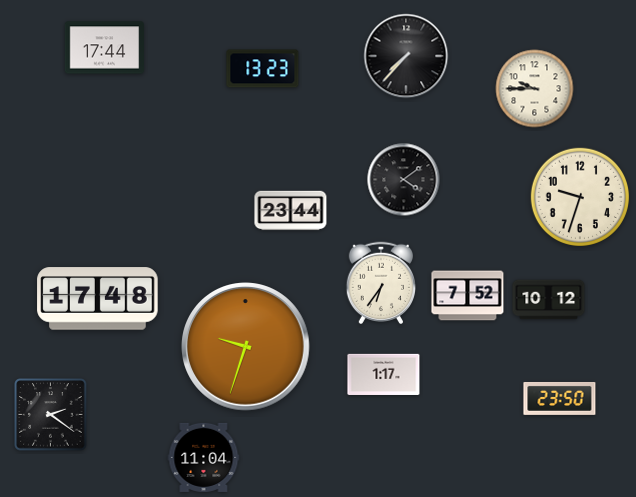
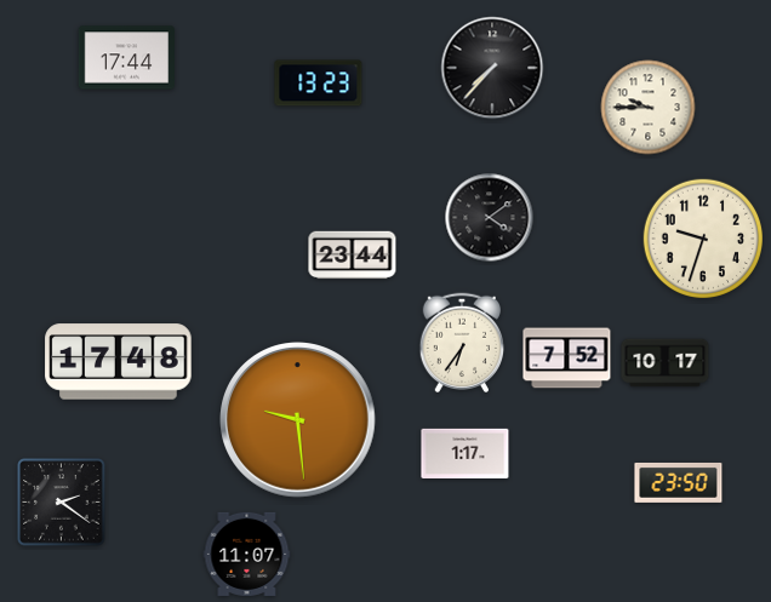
clock at (549, 300): 10:12 -> 10:17
clock at (246, 347): 9:33 -> 9:29
clock at (204, 457): 11:04 -> 11:07
